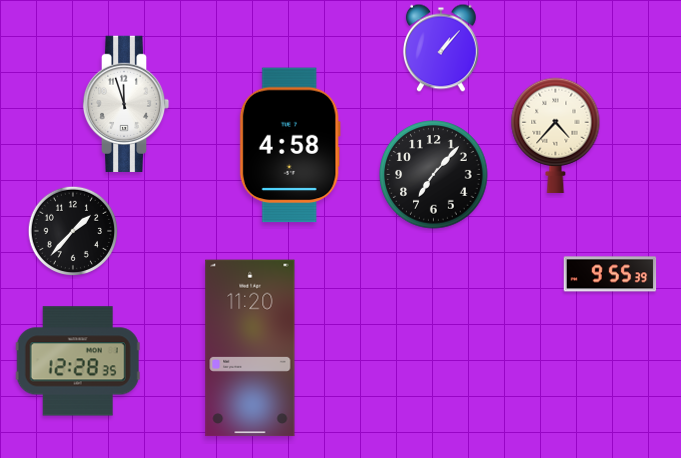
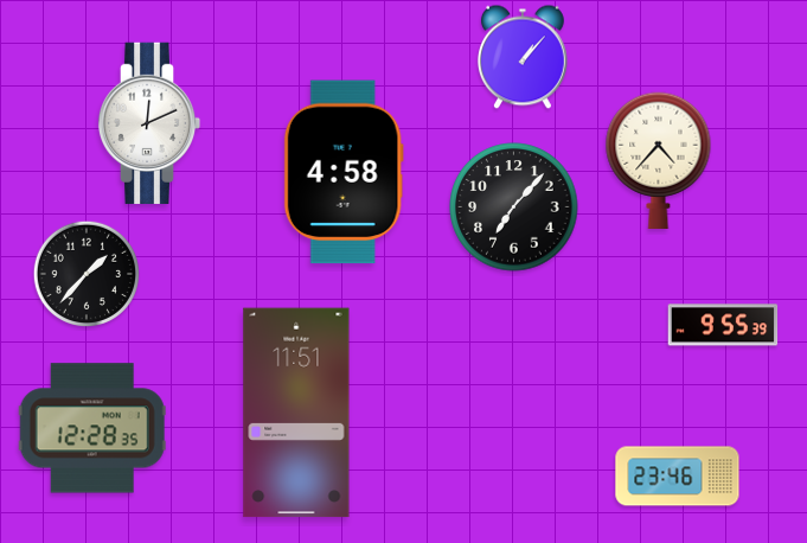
clock at (126, 104): 11:57 -> 12:11
clock at (250, 348): 11:20 -> 11:51
clock at (678, 477): none -> 23:46
